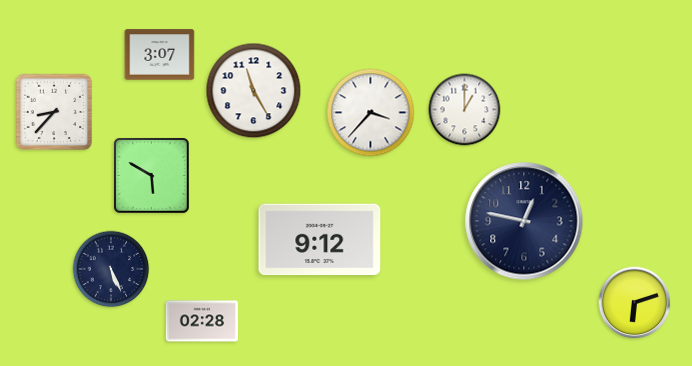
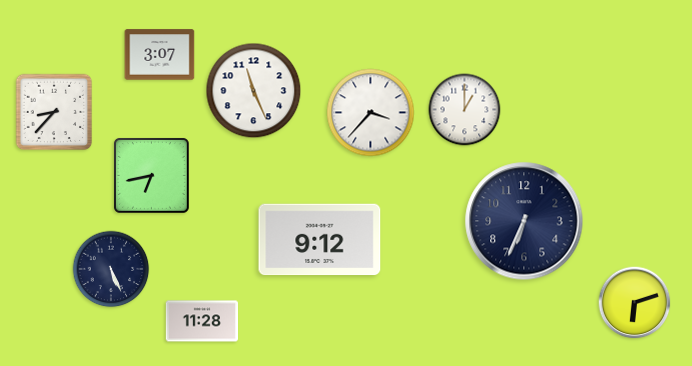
clock at (254, 91): 11:25 -> 11:26
clock at (152, 176): 5:50 -> 6:43
clock at (524, 221): 12:47 -> 6:34
clock at (202, 321): 02:28 -> 11:28
